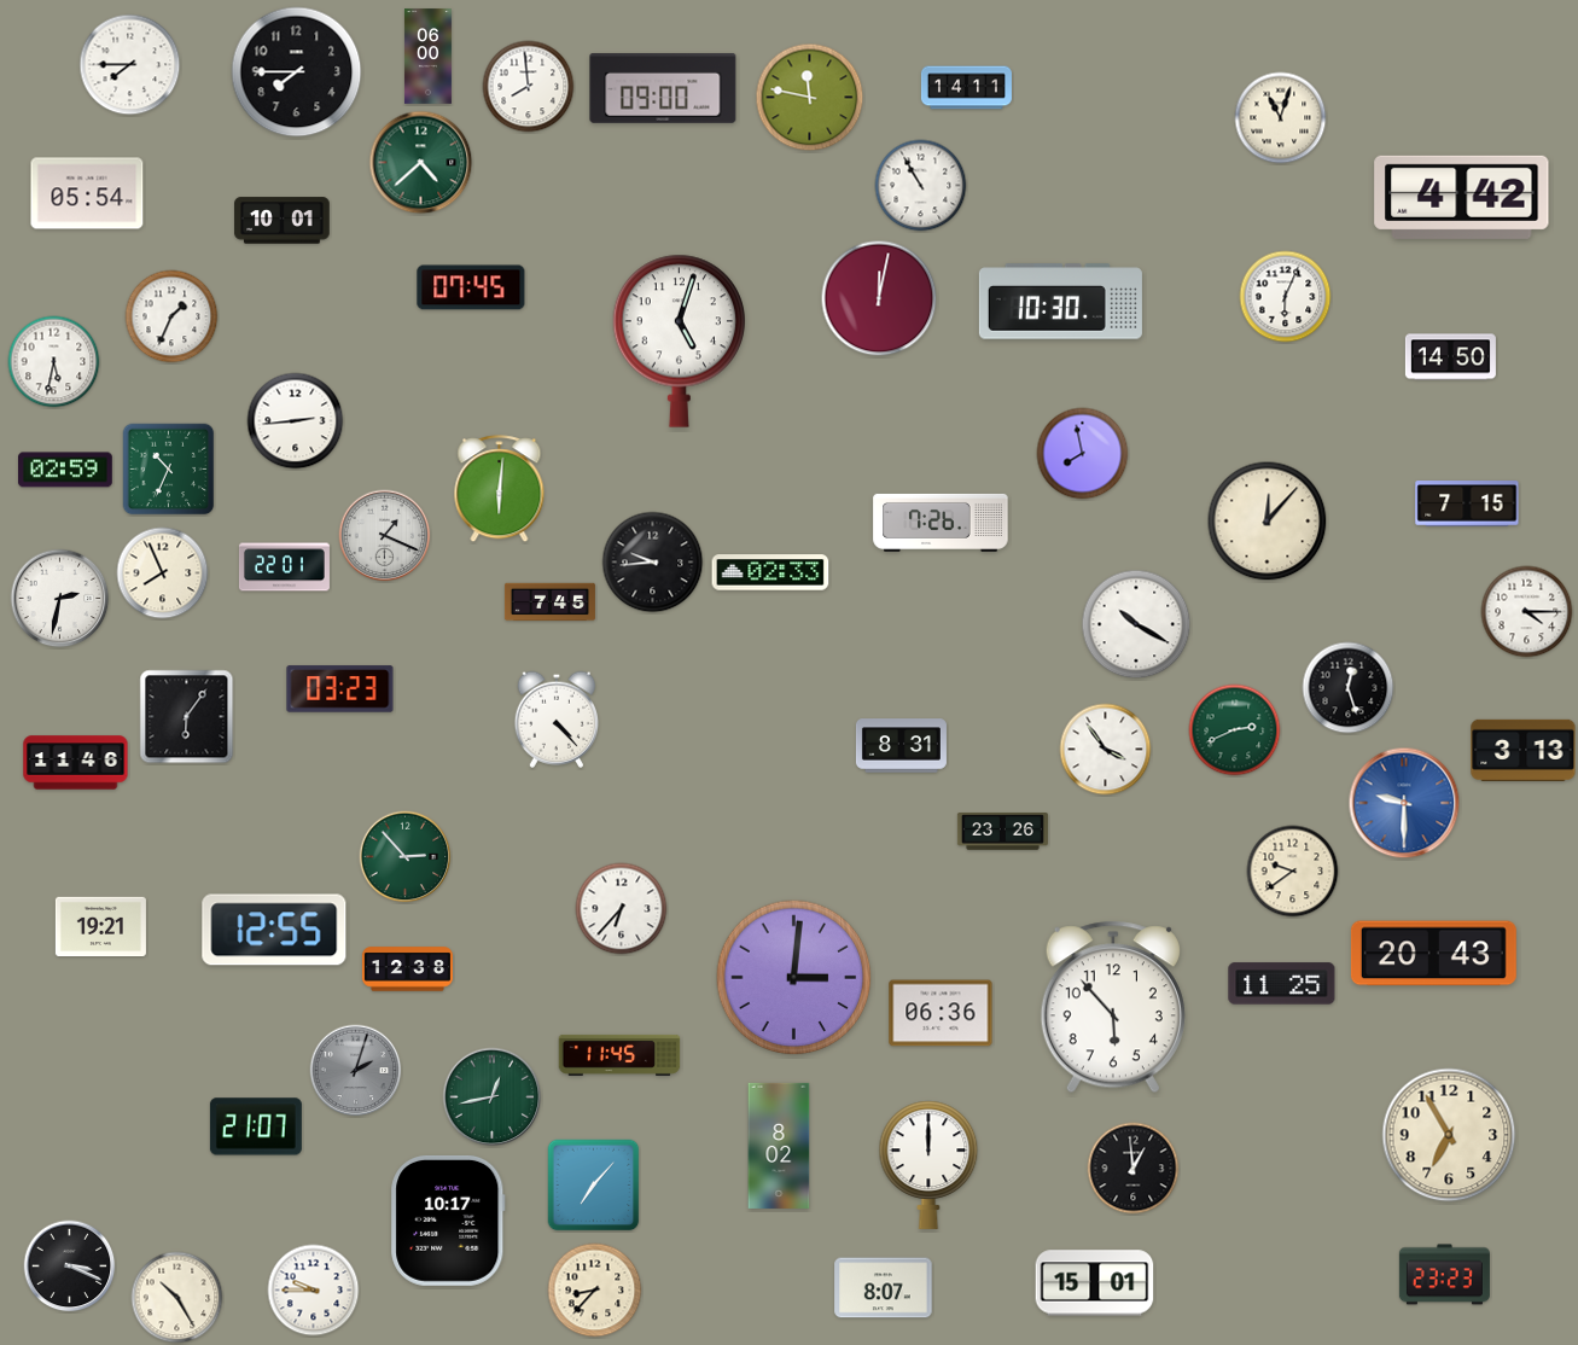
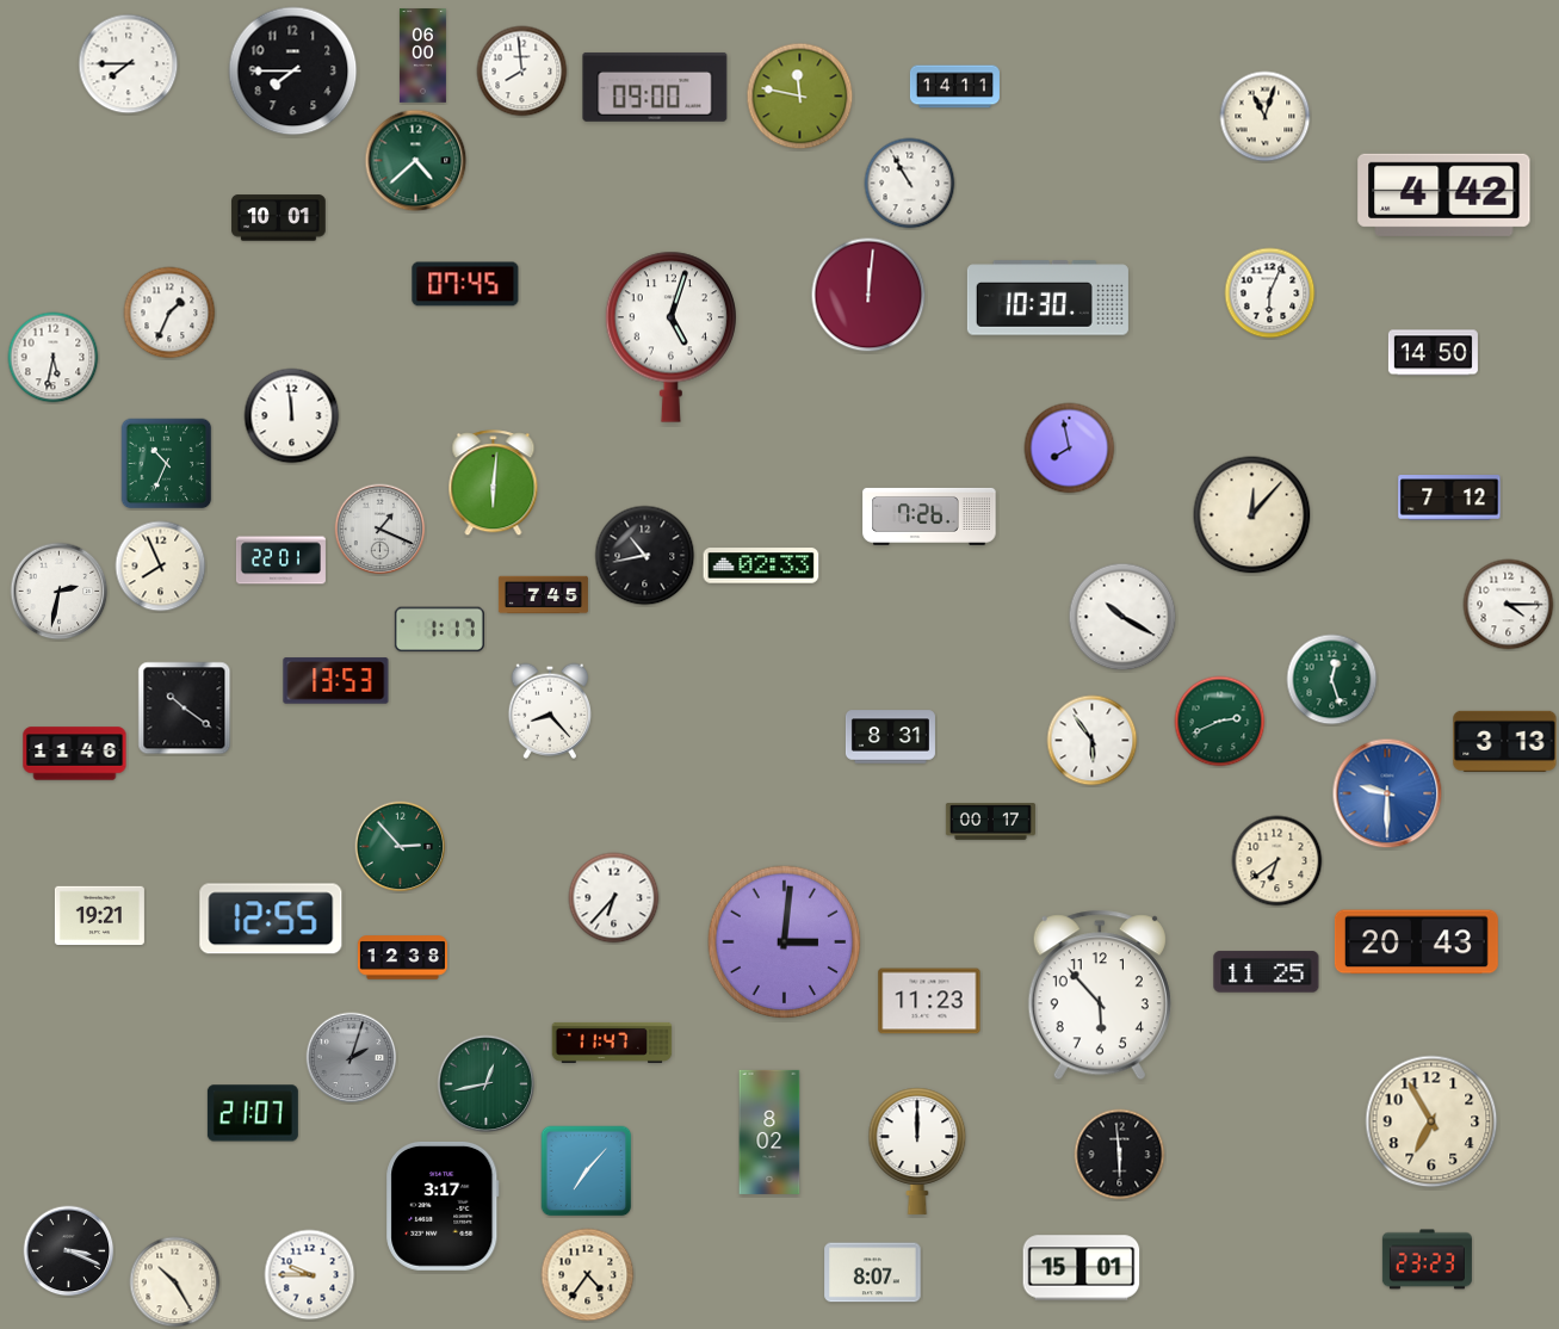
clock at (529, 87) position: (529, 87) -> (522, 72)
clock at (87, 193): 05:54 -> none
clock at (879, 298): 12:02 -> 12:01
clock at (296, 421): 2:44 -> 11:59
clock at (65, 470): 02:59 -> none
clock at (1467, 503): 7:15 -> 7:12
clock at (653, 563): 9:44 -> 10:43
clock at (439, 630): none -> 1:17
clock at (1349, 688) dial: black -> green
clock at (340, 689): 03:23 -> 13:53
clock at (187, 717): 6:06 -> 10:21
clock at (557, 720): 4:23 -> 8:23
clock at (1106, 750): 3:54 -> 5:54
clock at (1002, 832): 23:26 -> 00:17
clock at (1293, 872): 9:39 -> 6:39
clock at (794, 978) position: (794, 978) -> (785, 942)
clock at (941, 1013): 06:36 -> 11:23
clock at (619, 1055): 11:45 -> 11:47
clock at (1134, 1169): 12:59 -> 5:59
clock at (448, 1221): 10:17 -> 3:17
clock at (595, 1291): 8:37 -> 4:36
